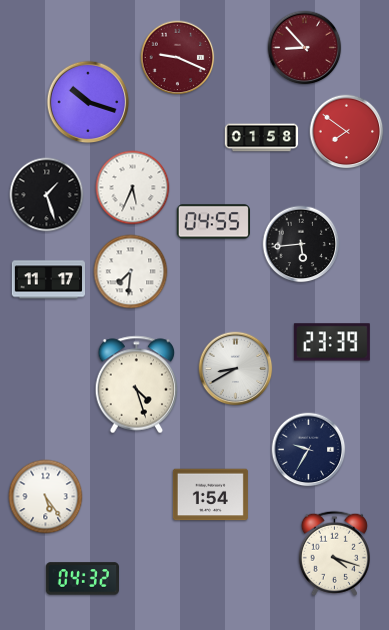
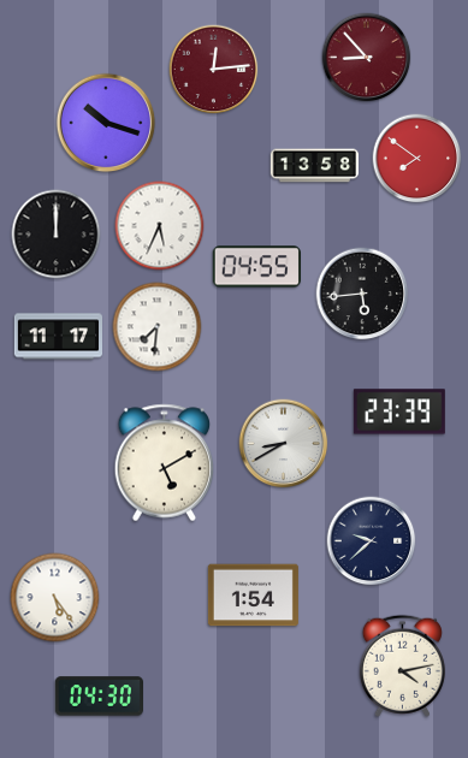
clock at (178, 58): 9:19 -> 12:14
clock at (262, 138): 01:58 -> 13:58
clock at (47, 195): 1:27 -> 12:00
clock at (137, 385): 4:27 -> 5:10
clock at (309, 450): 9:35 -> 9:38
clock at (334, 553): 4:18 -> 4:13
clock at (82, 579): 04:32 -> 04:30
